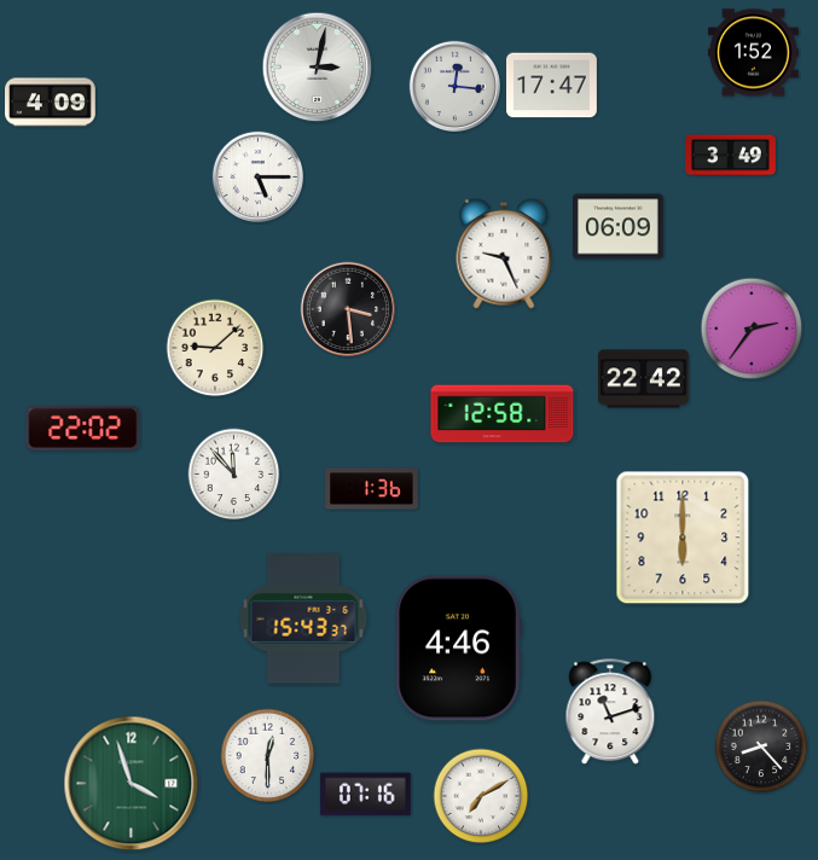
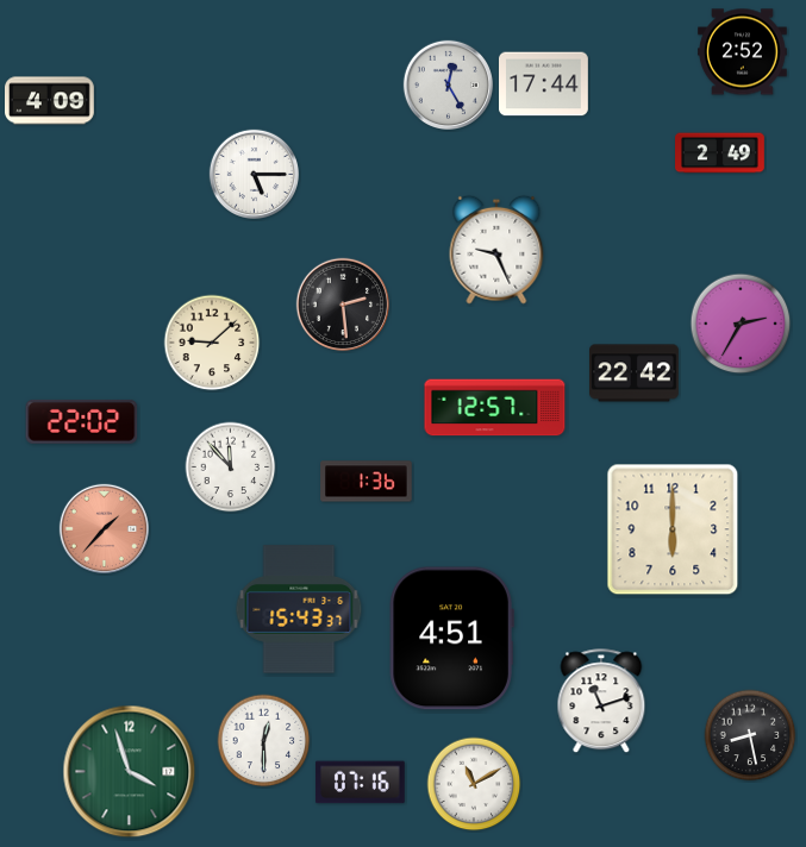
clock at (754, 53): 1:52 -> 2:52
clock at (318, 68): 3:02 -> none
clock at (454, 86): 12:16 -> 12:25
clock at (552, 86): 17:47 -> 17:44
clock at (731, 156): 3:49 -> 2:49
clock at (619, 227): 06:09 -> none
clock at (348, 309): 3:29 -> 2:29
clock at (752, 329): 2:36 -> 2:35
clock at (503, 414): 12:58 -> 12:57
clock at (104, 528): none -> 1:37
clock at (458, 649): 4:46 -> 4:51
clock at (761, 746): 8:23 -> 8:28
clock at (268, 756) position: (268, 756) -> (264, 741)
clock at (481, 796): 7:10 -> 11:10
